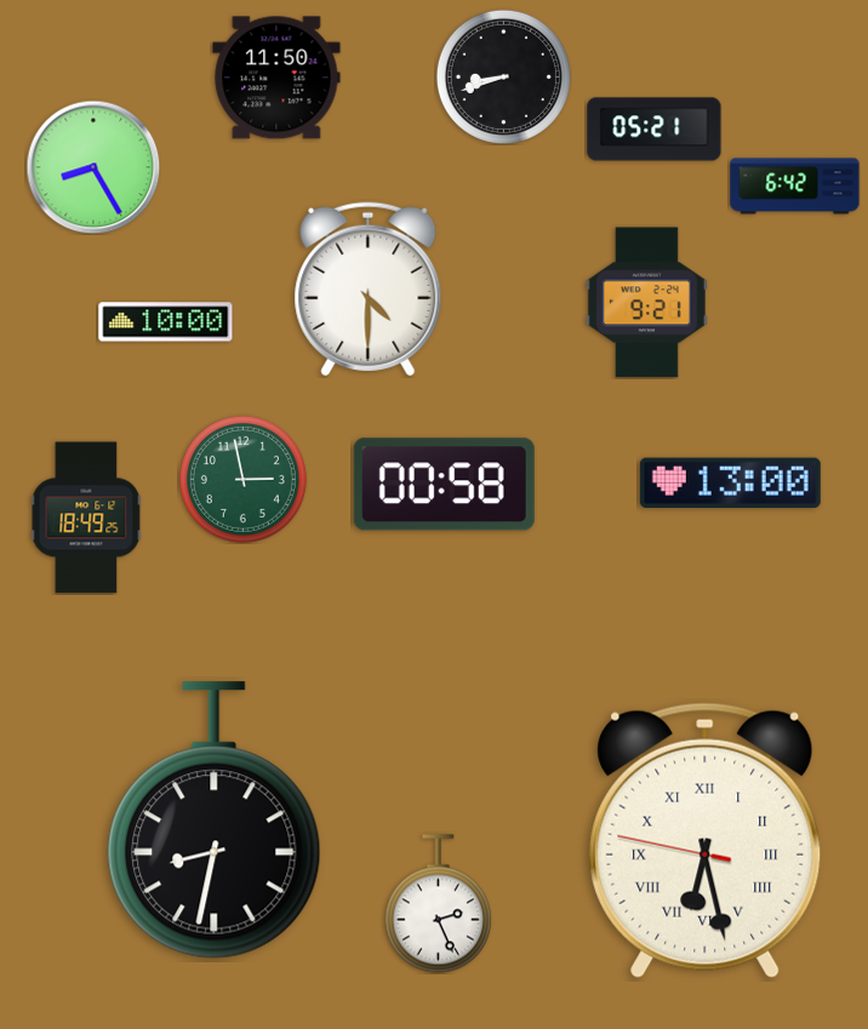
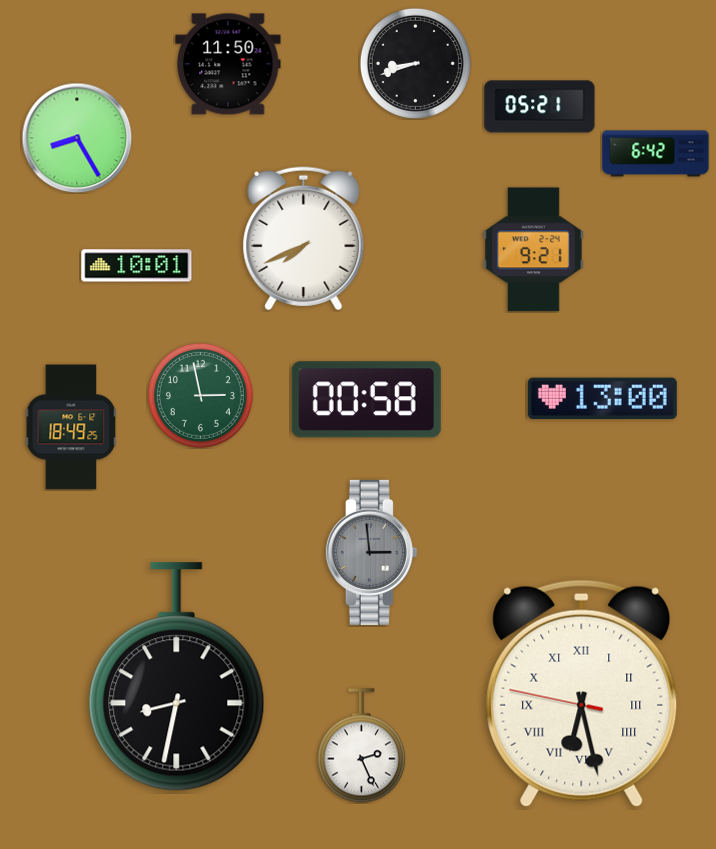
clock at (369, 290): 4:30 -> 7:41
clock at (166, 322): 10:00 -> 10:01
clock at (371, 552): none -> 2:59
